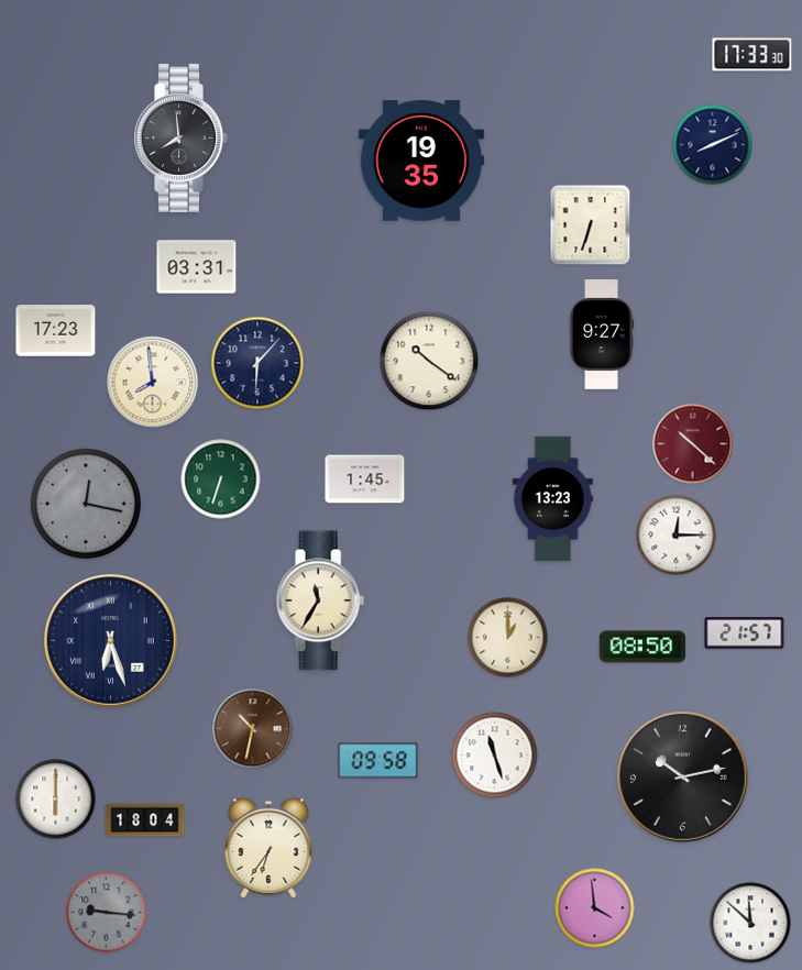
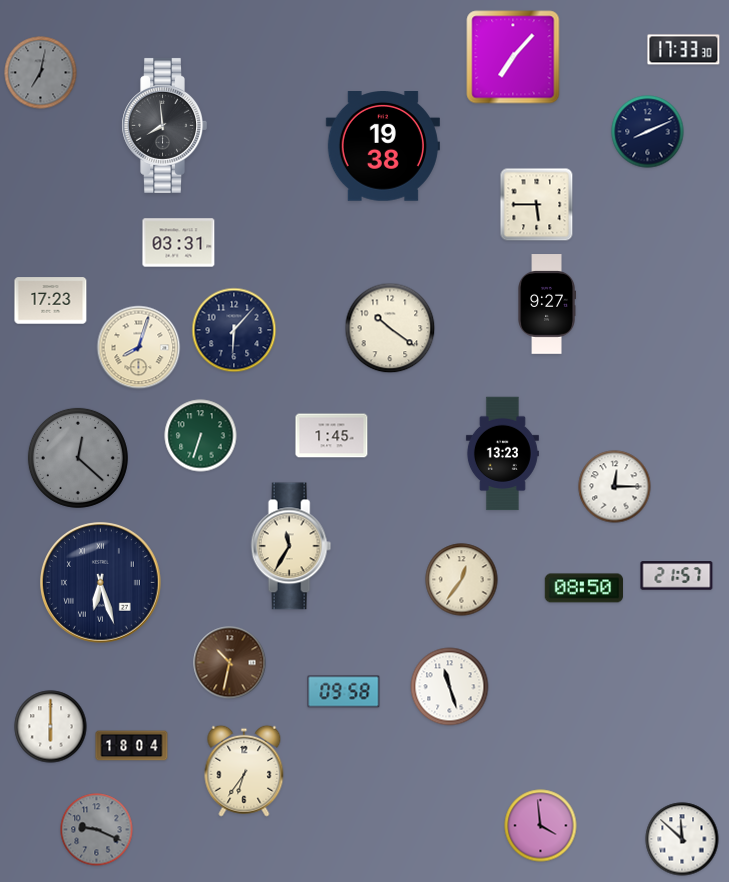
clock at (513, 57): none -> 7:07
clock at (41, 73): none -> 7:02
clock at (421, 162): 19:35 -> 19:38
clock at (591, 225): 6:33 -> 5:45
clock at (153, 383): 7:59 -> 8:03
clock at (693, 444): 10:22 -> none
clock at (86, 504): 12:17 -> 12:22
clock at (508, 638): 1:00 -> 12:36
clock at (683, 778): 10:13 -> none
clock at (107, 913): 9:16 -> 9:19
